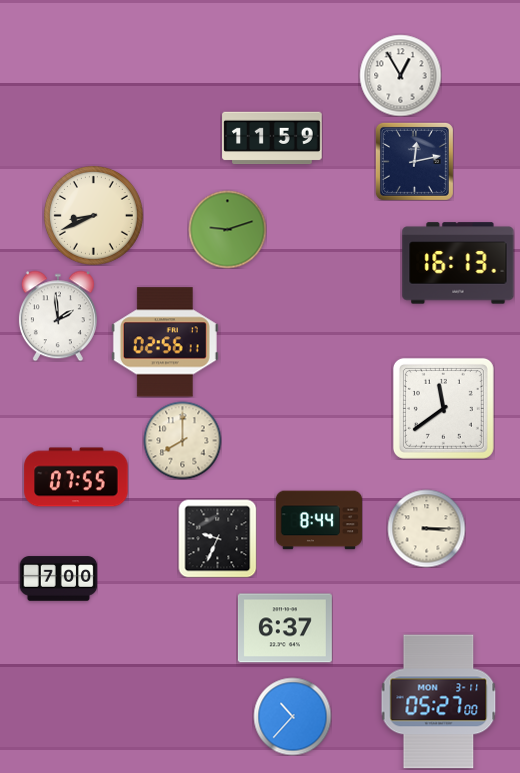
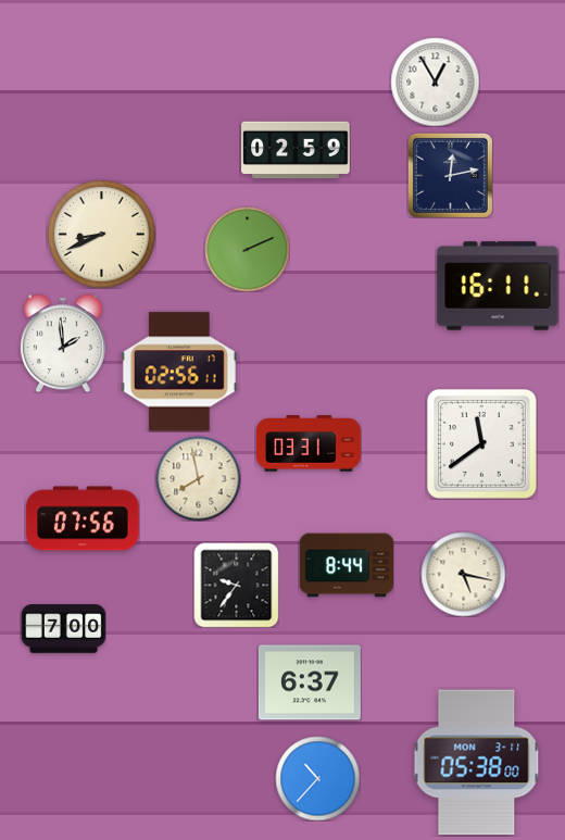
clock at (272, 138): 11:59 -> 02:59
clock at (227, 229): 9:12 -> 2:11
clock at (458, 263): 16:13 -> 16:11
clock at (310, 443): none -> 03:31
clock at (182, 440): 8:00 -> 7:58
clock at (76, 477): 07:55 -> 07:56
clock at (426, 528): 3:15 -> 5:17
clock at (217, 538): 9:34 -> 9:36
clock at (439, 702): 05:27 -> 05:38
